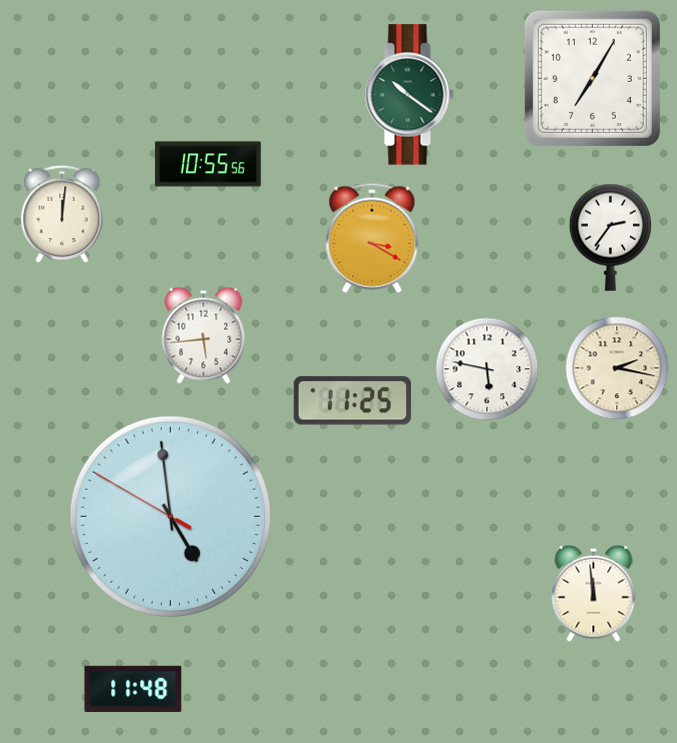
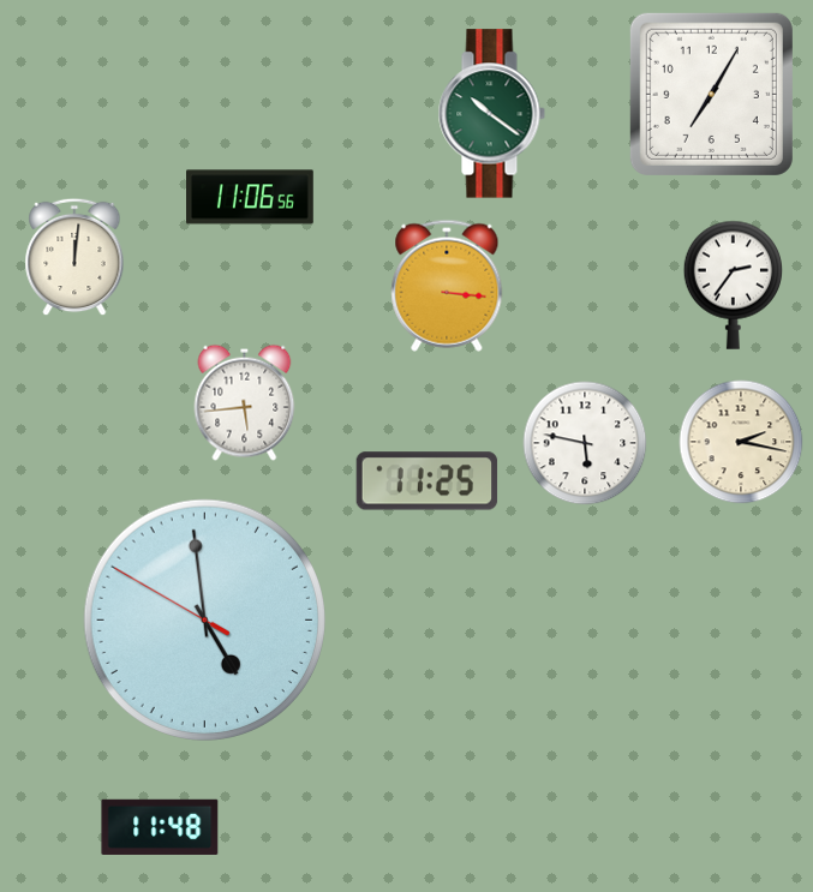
clock at (209, 164): 10:55 -> 11:06
clock at (372, 238): 3:20 -> 3:16
clock at (353, 401) position: (353, 401) -> (428, 481)
clock at (594, 593): 11:59 -> none
